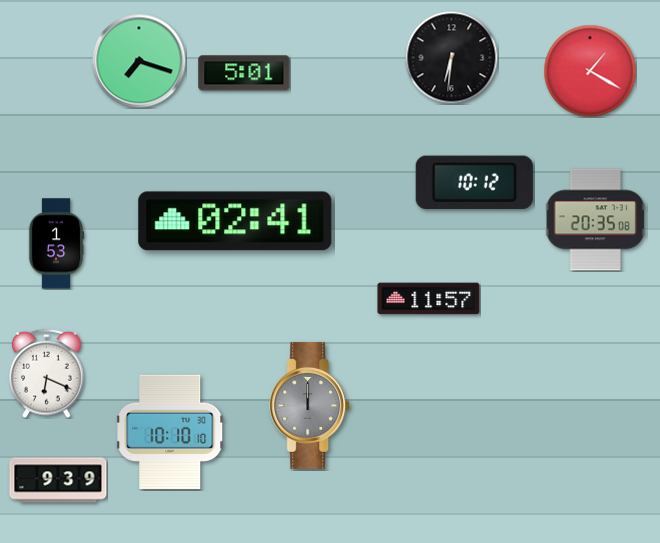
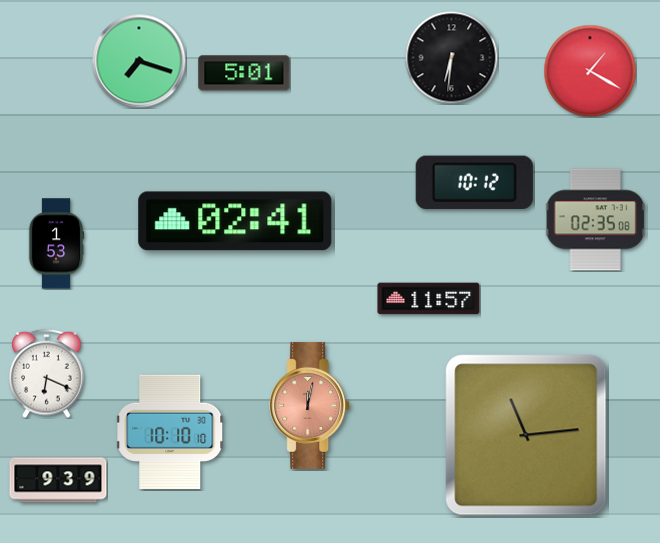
clock at (595, 220): 20:35 -> 02:35
clock at (310, 405): 12:00 -> 12:02
clock at (310, 405) dial: grey -> salmon
clock at (526, 435): none -> 11:14
